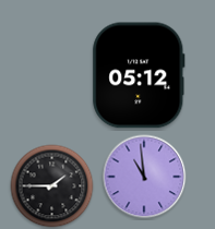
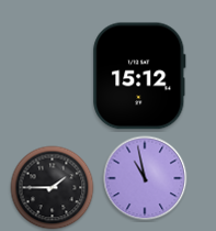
clock at (139, 75): 05:12 -> 15:12
clock at (144, 177): 10:59 -> 10:58
